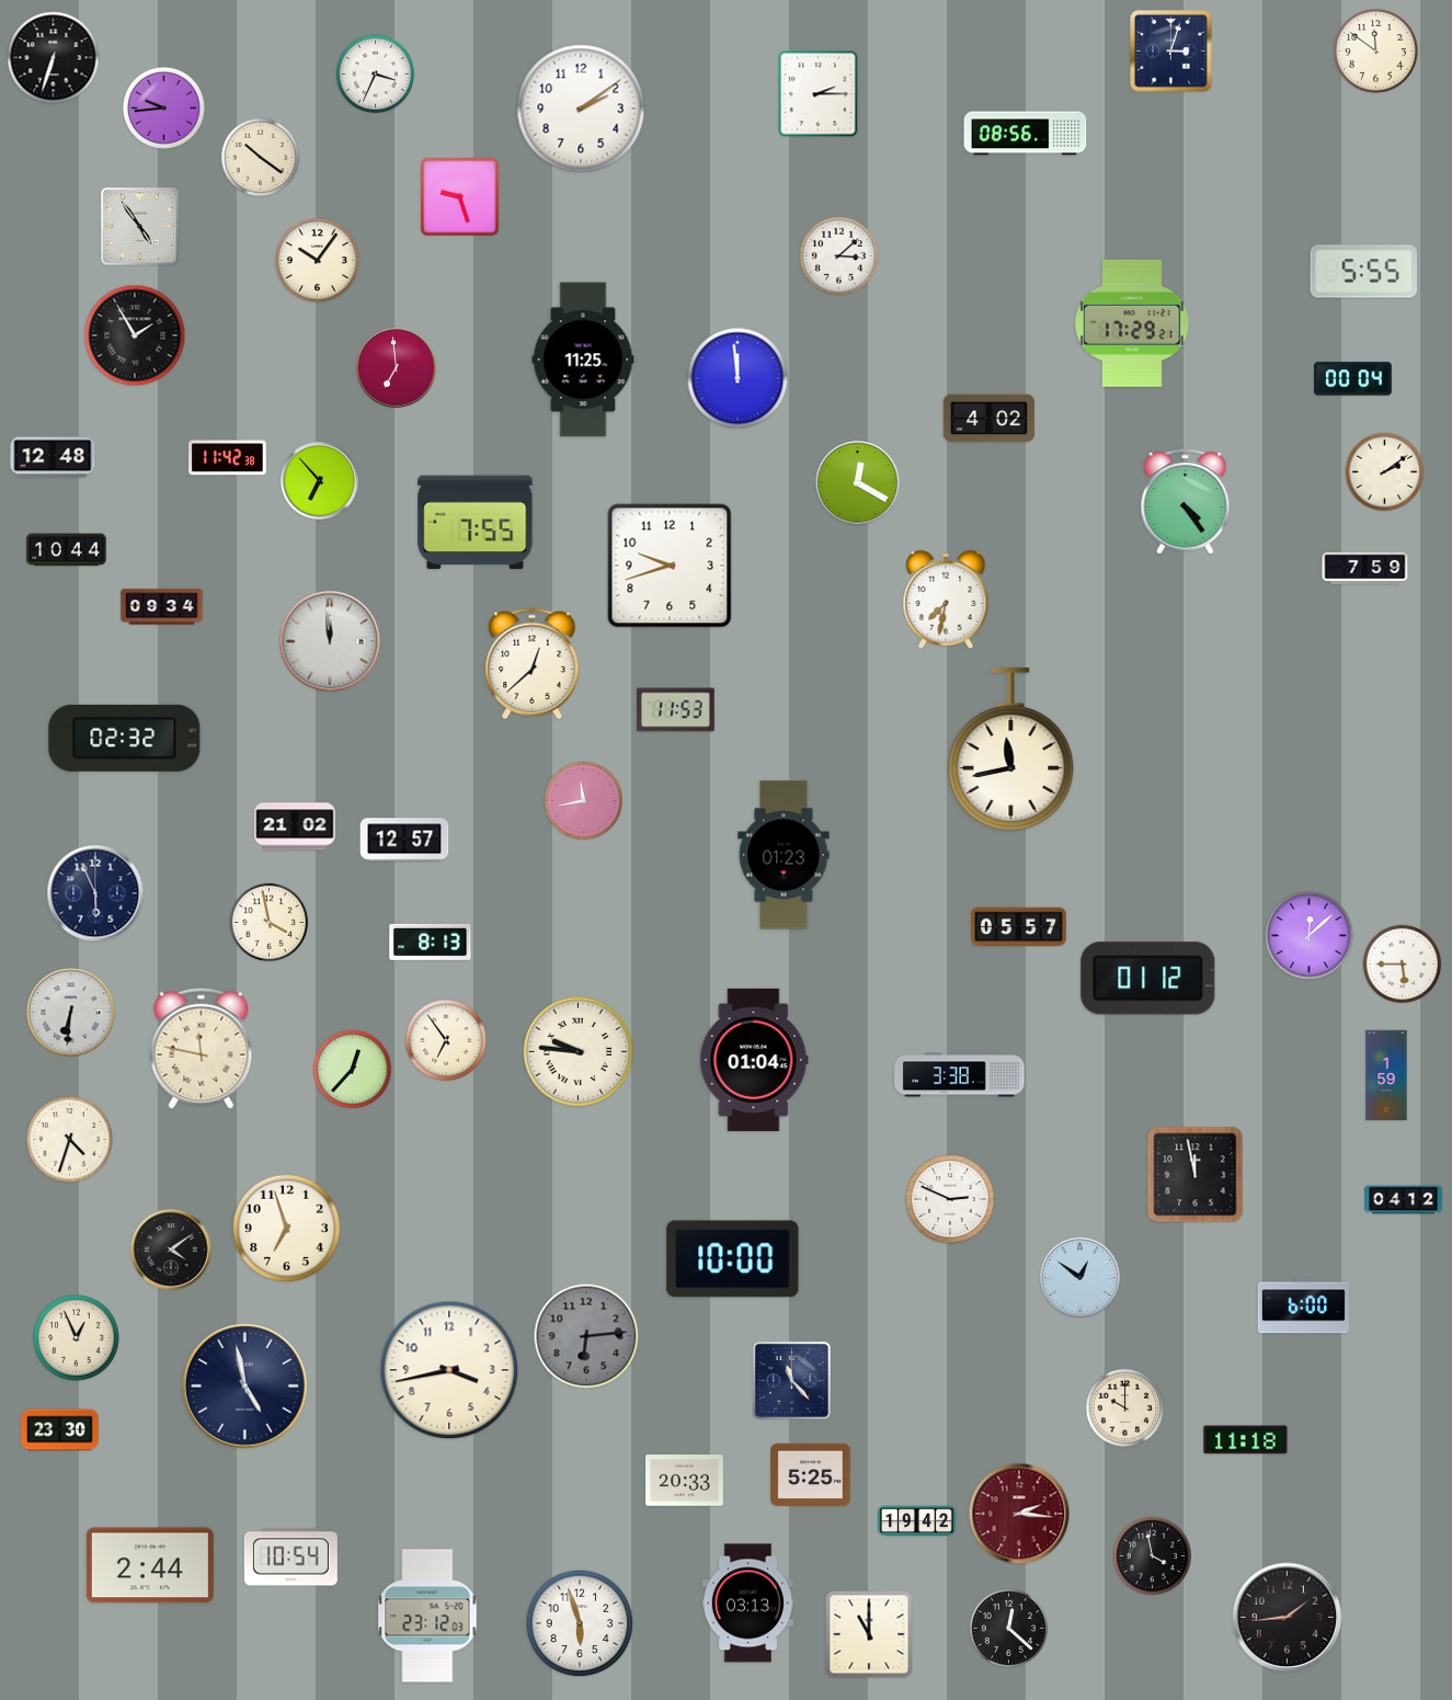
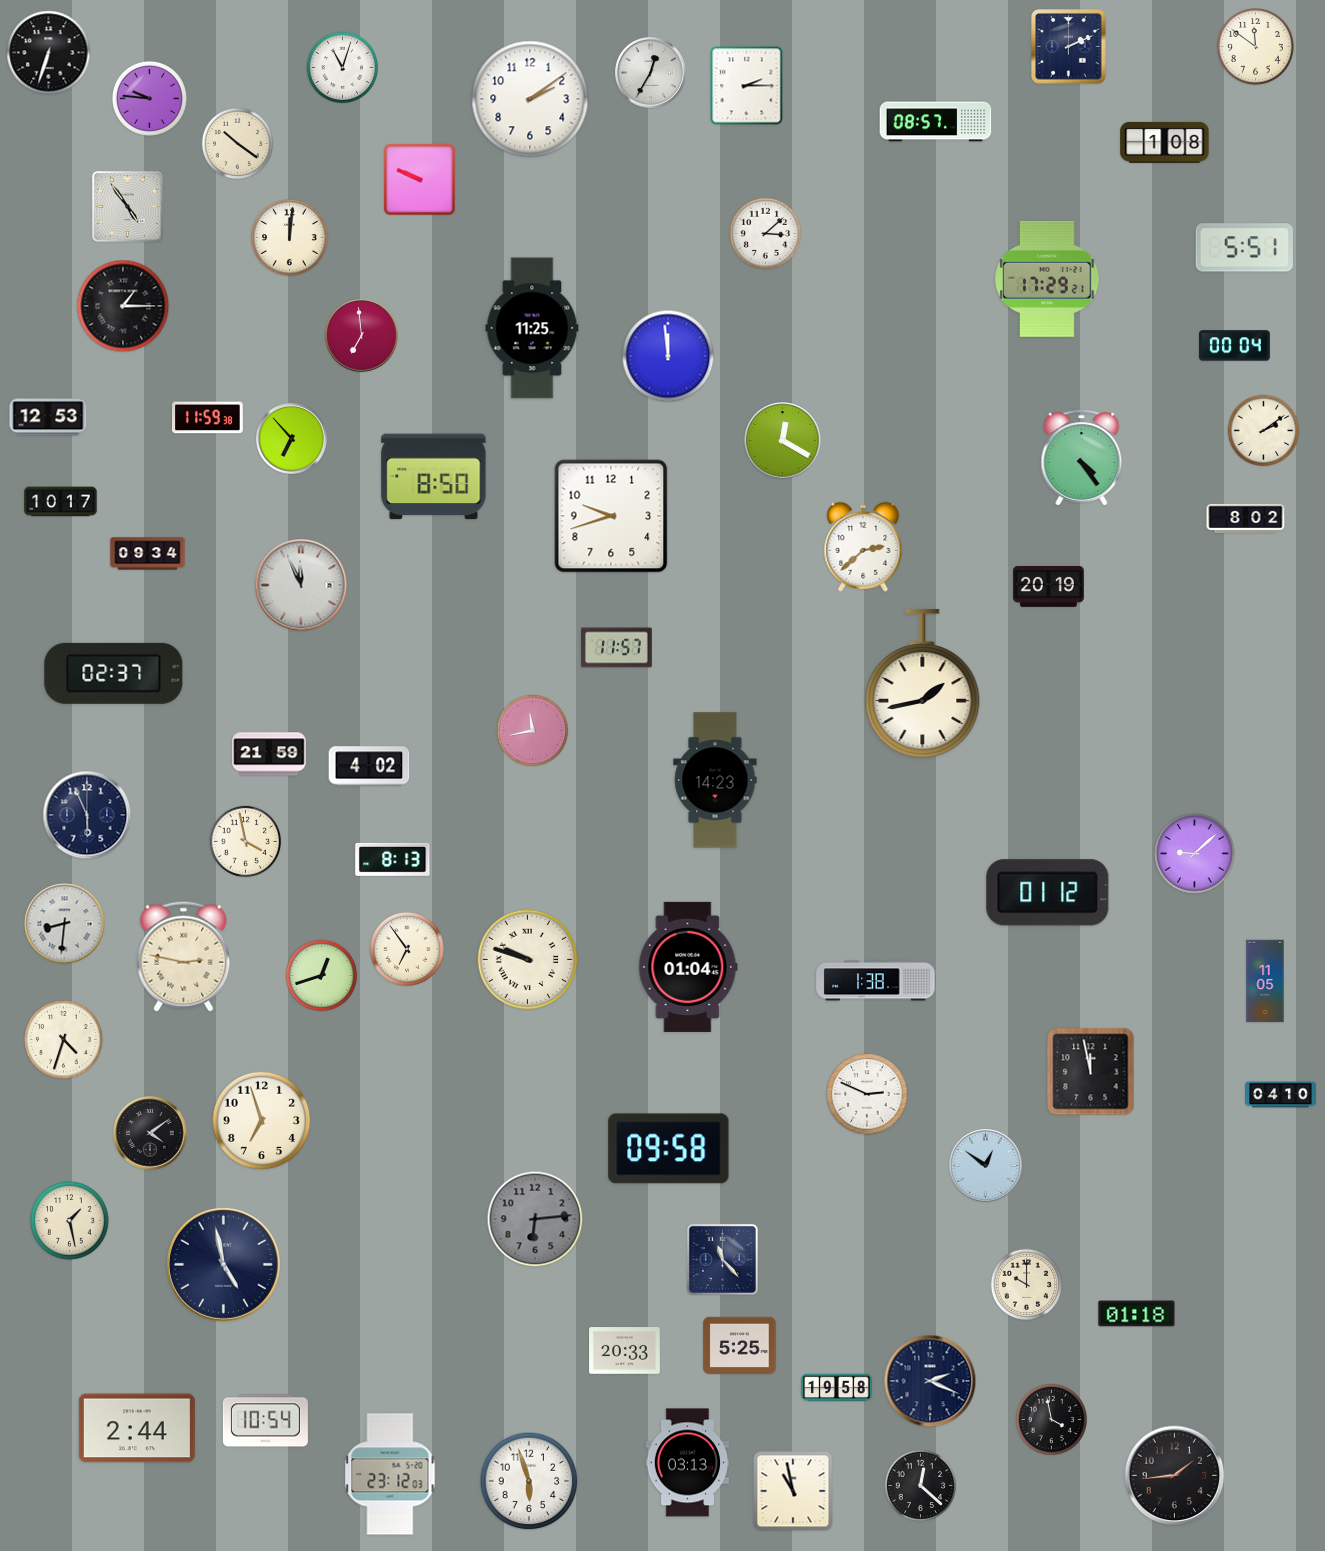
clock at (1171, 52): 3:03 -> 2:11
clock at (376, 75): 3:34 -> 11:03
clock at (651, 73): none -> 12:35
clock at (163, 107): 9:44 -> 9:46
clock at (1026, 134): 08:56 -> 08:57
clock at (1165, 142): none -> 1:08
clock at (459, 196): 9:27 -> 9:49
clock at (318, 261): 10:06 -> 12:01
clock at (1364, 272): 5:55 -> 5:51
clock at (1132, 323) position: (1132, 323) -> (1047, 279)
clock at (135, 335): 1:55 -> 1:15
clock at (738, 378) position: (738, 378) -> (668, 356)
clock at (988, 419): 4:02 -> none
clock at (53, 457): 12:48 -> 12:53
clock at (228, 458): 11:42 -> 11:59
clock at (476, 523): 7:55 -> 8:50
clock at (67, 550): 10:44 -> 10:17
clock at (1365, 568): 7:59 -> 8:02
clock at (946, 600): 7:32 -> 2:38
clock at (330, 641): 11:59 -> 11:56
clock at (1049, 587): none -> 20:19
clock at (533, 664): 12:38 -> none
clock at (676, 710): 11:53 -> 11:57
clock at (125, 738): 02:32 -> 02:37
clock at (1011, 750): 11:43 -> 1:43
clock at (295, 826): 21:02 -> 21:59
clock at (404, 840): 12:57 -> 4:02
clock at (784, 855): 01:23 -> 14:23
clock at (1019, 927): 05:57 -> none
clock at (1310, 936): 12:08 -> 9:08
clock at (1403, 965): 5:45 -> none
clock at (71, 1013): 6:31 -> 8:31
clock at (202, 1048): 11:47 -> 2:47
clock at (579, 1052): 9:46 -> 9:48
clock at (353, 1070): 12:37 -> 12:42
clock at (960, 1075): 3:38 -> 1:38
clock at (1386, 1075): 1:59 -> 11:05
clock at (1404, 1200): 04:12 -> 04:10
clock at (171, 1250) position: (171, 1250) -> (150, 1133)
clock at (733, 1259): 10:00 -> 09:58
clock at (1303, 1307): 6:00 -> none
clock at (77, 1338): 12:56 -> 1:28
clock at (449, 1370): 3:43 -> none
clock at (60, 1430): 23:30 -> none
clock at (1246, 1440): 11:18 -> 01:18
clock at (1019, 1514): 2:16 -> 2:19
clock at (1019, 1514) dial: burgundy -> navy
clock at (917, 1521): 19:42 -> 19:58
clock at (748, 1604) position: (748, 1604) -> (688, 1463)
clock at (869, 1634): 11:00 -> 10:58
